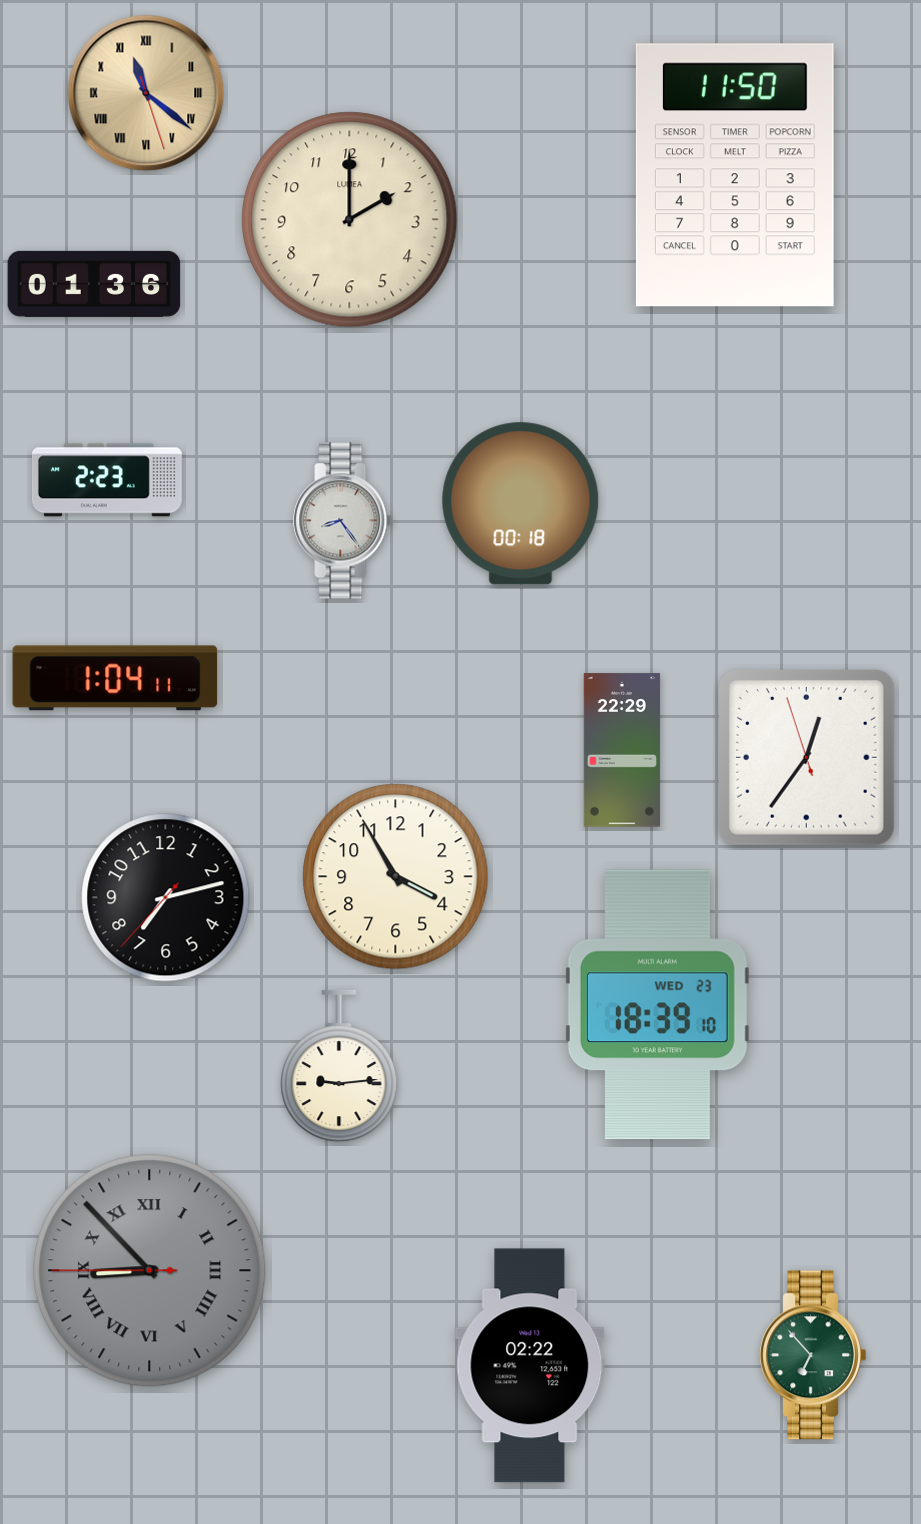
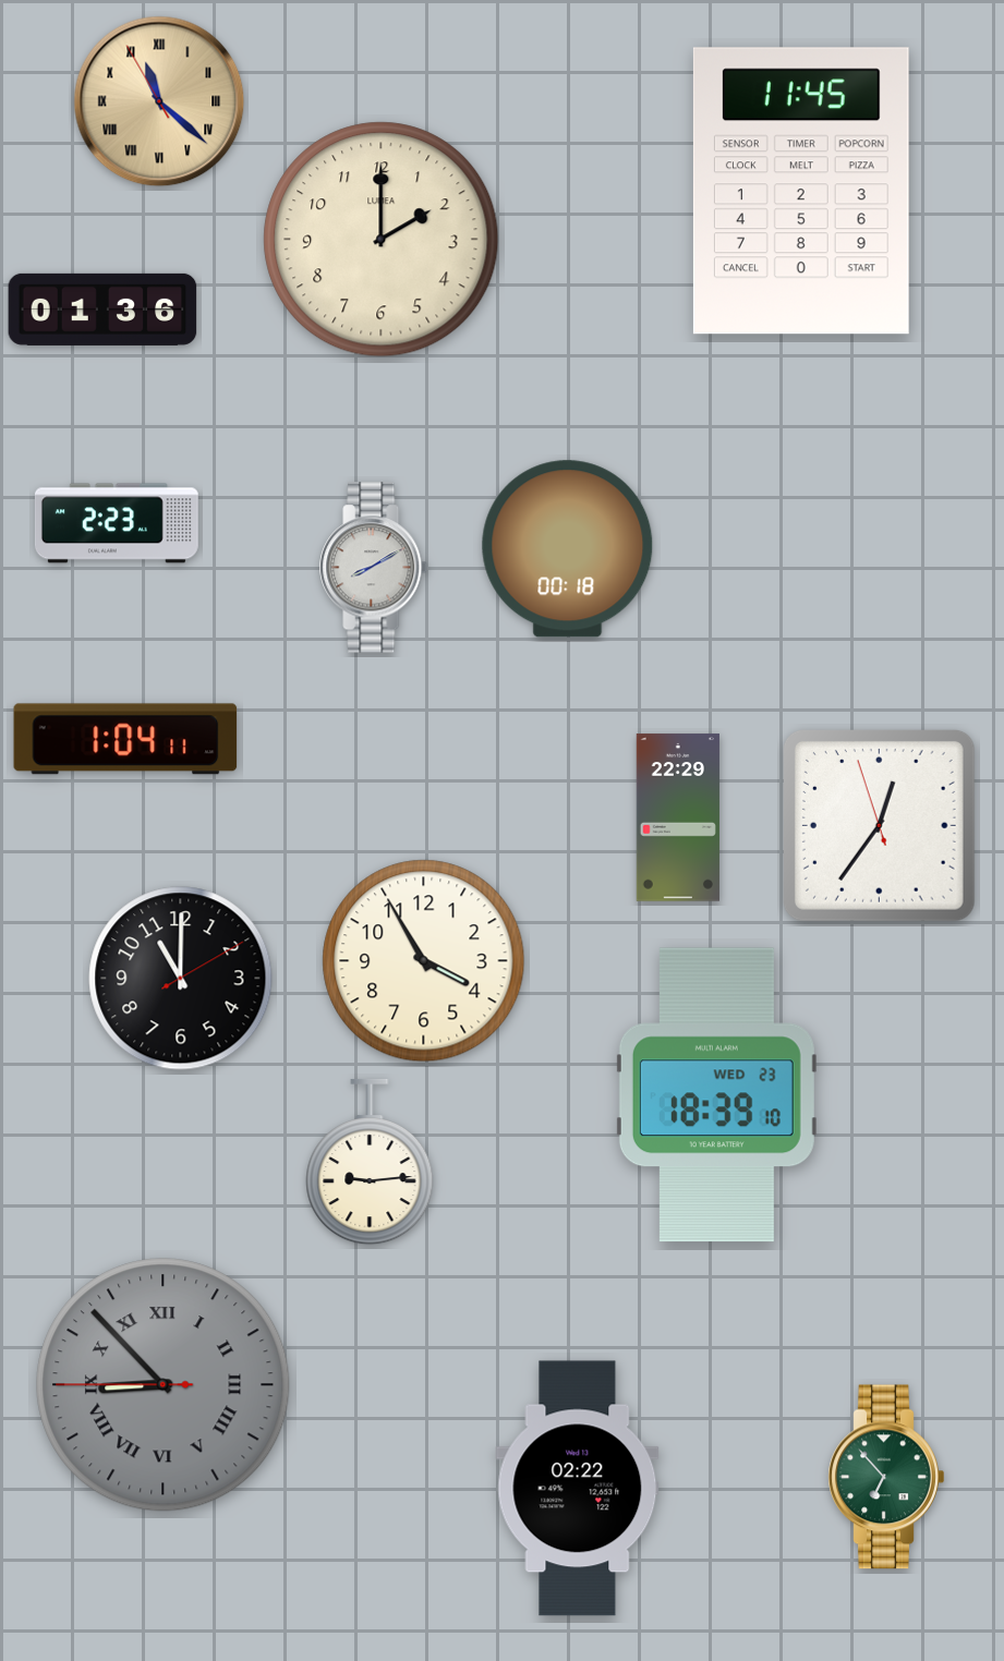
clock at (146, 93): 11:21:27 -> 11:21:55
clock at (735, 175): 11:50 -> 11:45
clock at (343, 521): 8:24 -> 8:10
clock at (396, 877) position: (396, 877) -> (424, 961)
clock at (166, 898): 7:12 -> 11:00
